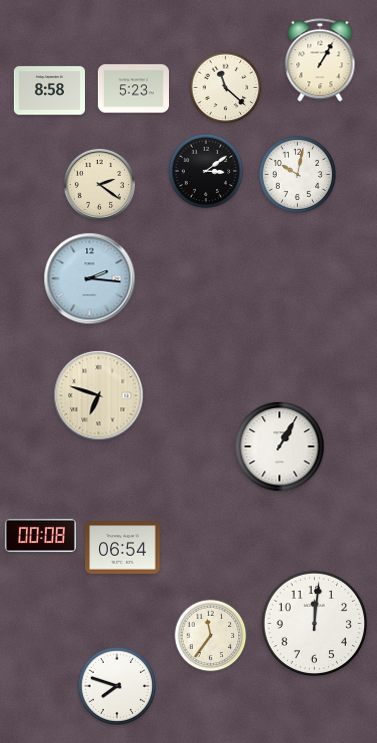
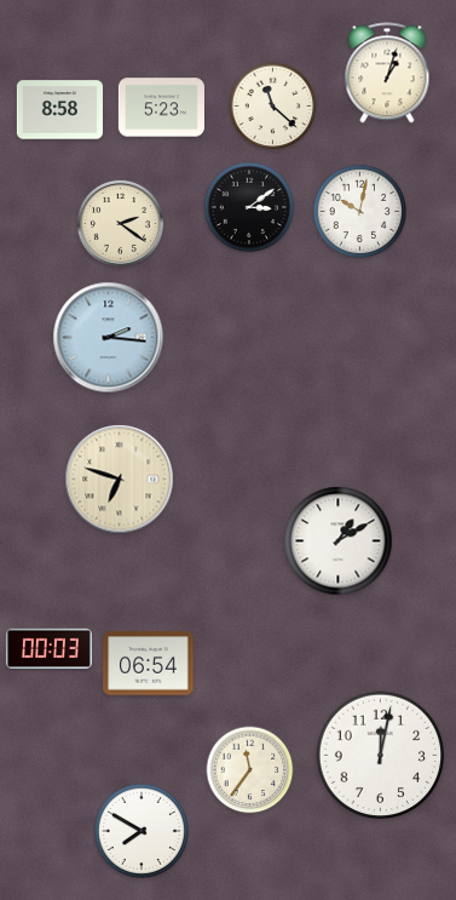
clock at (320, 60): 1:05 -> 1:03
clock at (280, 447): 1:05 -> 1:10
clock at (40, 535): 00:08 -> 00:03
clock at (315, 624): 12:01 -> 12:02
clock at (211, 636) position: (211, 636) -> (250, 770)
clock at (117, 686): 7:48 -> 7:50
